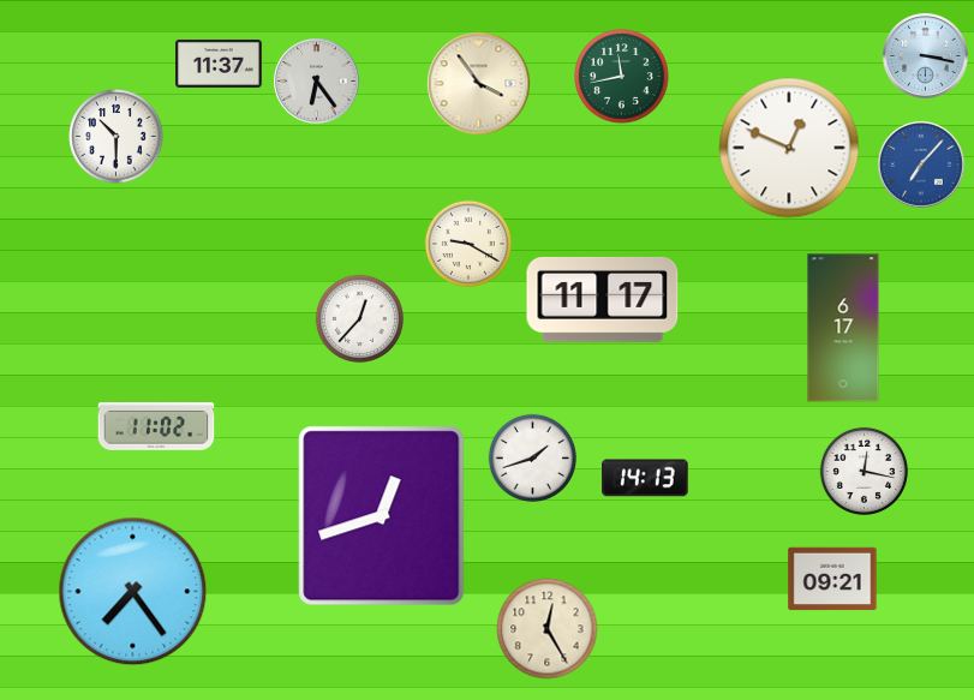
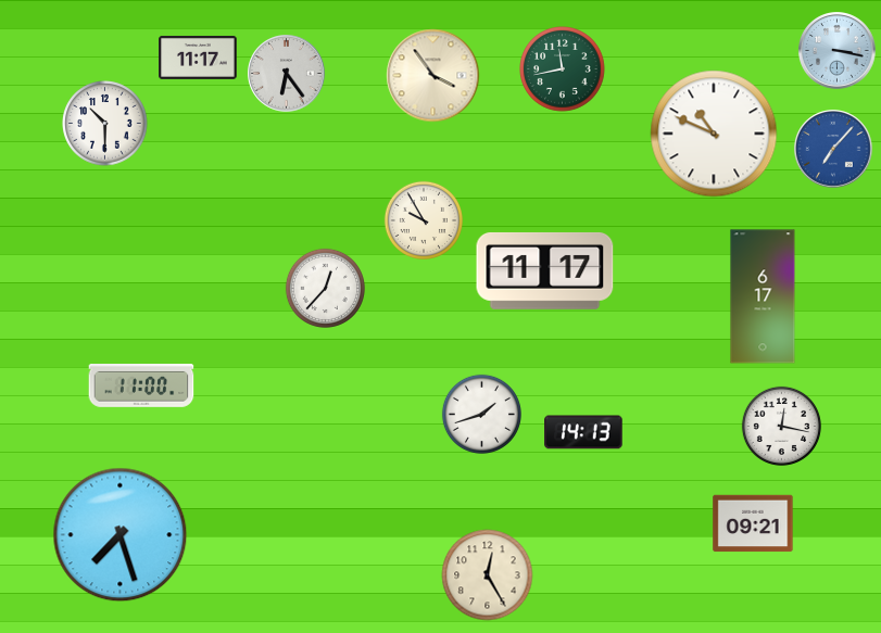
clock at (219, 64): 11:37 -> 11:17
clock at (789, 148): 12:49 -> 10:49
clock at (467, 243): 9:20 -> 9:55
clock at (156, 427): 11:02 -> 11:00
clock at (382, 516): 12:42 -> none
clock at (133, 592): 7:24 -> 7:27
clock at (548, 629) position: (548, 629) -> (488, 575)
